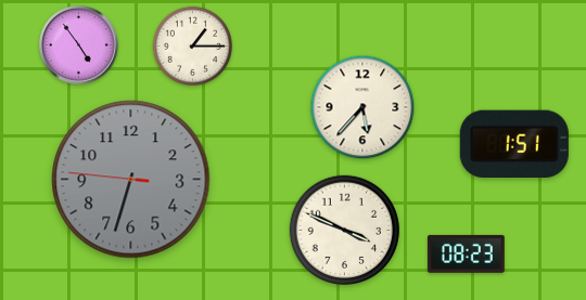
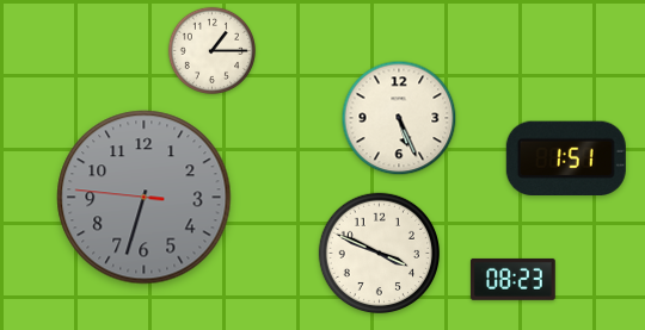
clock at (79, 45): 4:54 -> none
clock at (362, 107): 5:37 -> 5:26
